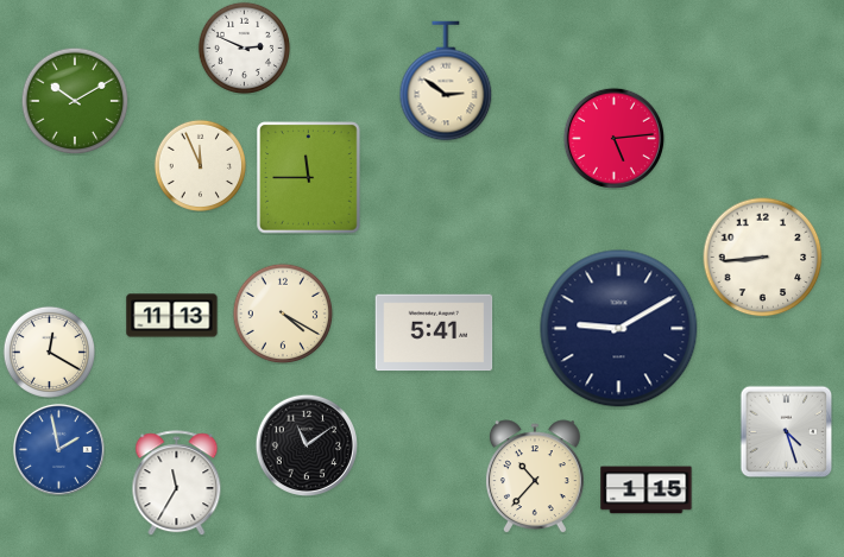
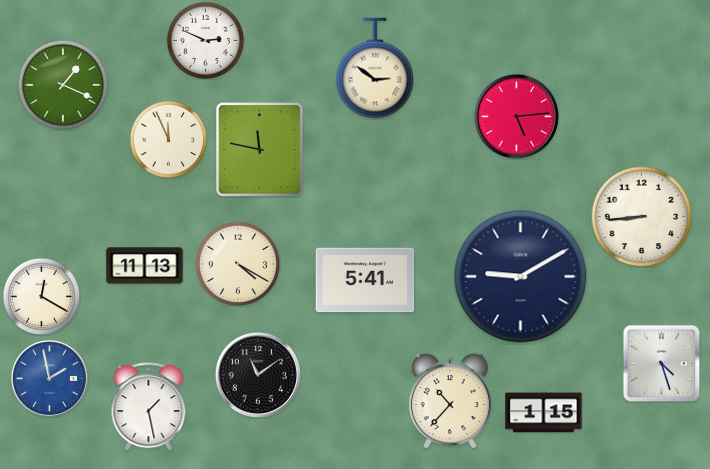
clock at (75, 101): 10:10 -> 1:19
clock at (309, 178): 11:45 -> 11:47
clock at (177, 483): 11:35 -> 1:28
